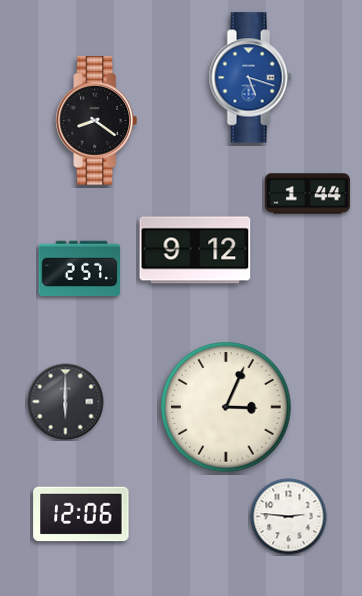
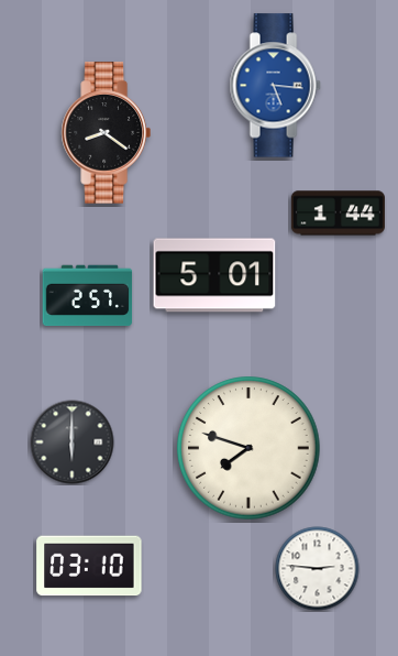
clock at (250, 78): 5:18 -> 5:16
clock at (195, 250): 9:12 -> 5:01
clock at (226, 407): 3:04 -> 7:48
clock at (81, 514): 12:06 -> 03:10
